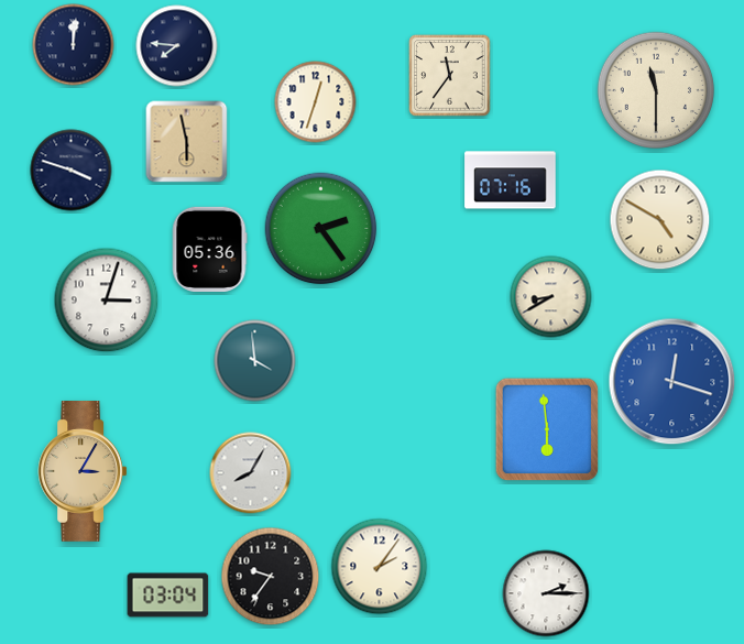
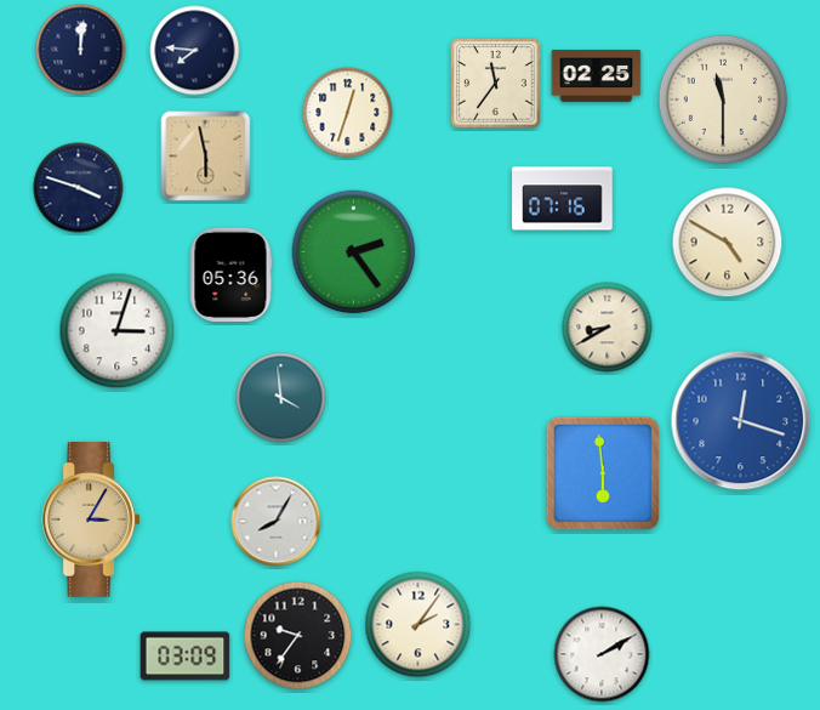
clock at (597, 75): none -> 02:25
clock at (546, 593): 2:15 -> 2:10
clock at (168, 596): 03:04 -> 03:09
